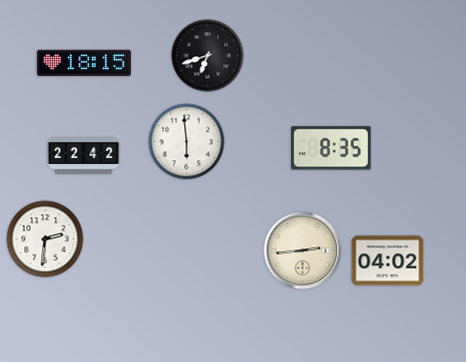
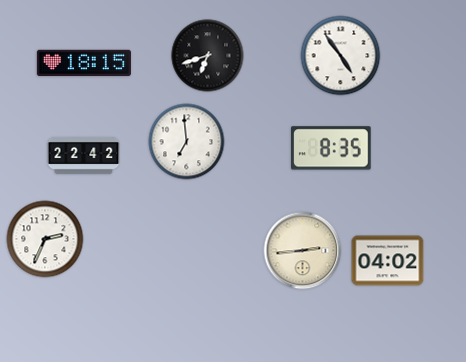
clock at (341, 56): none -> 4:54
clock at (187, 142): 5:59 -> 6:59
clock at (45, 239): 2:31 -> 2:34
